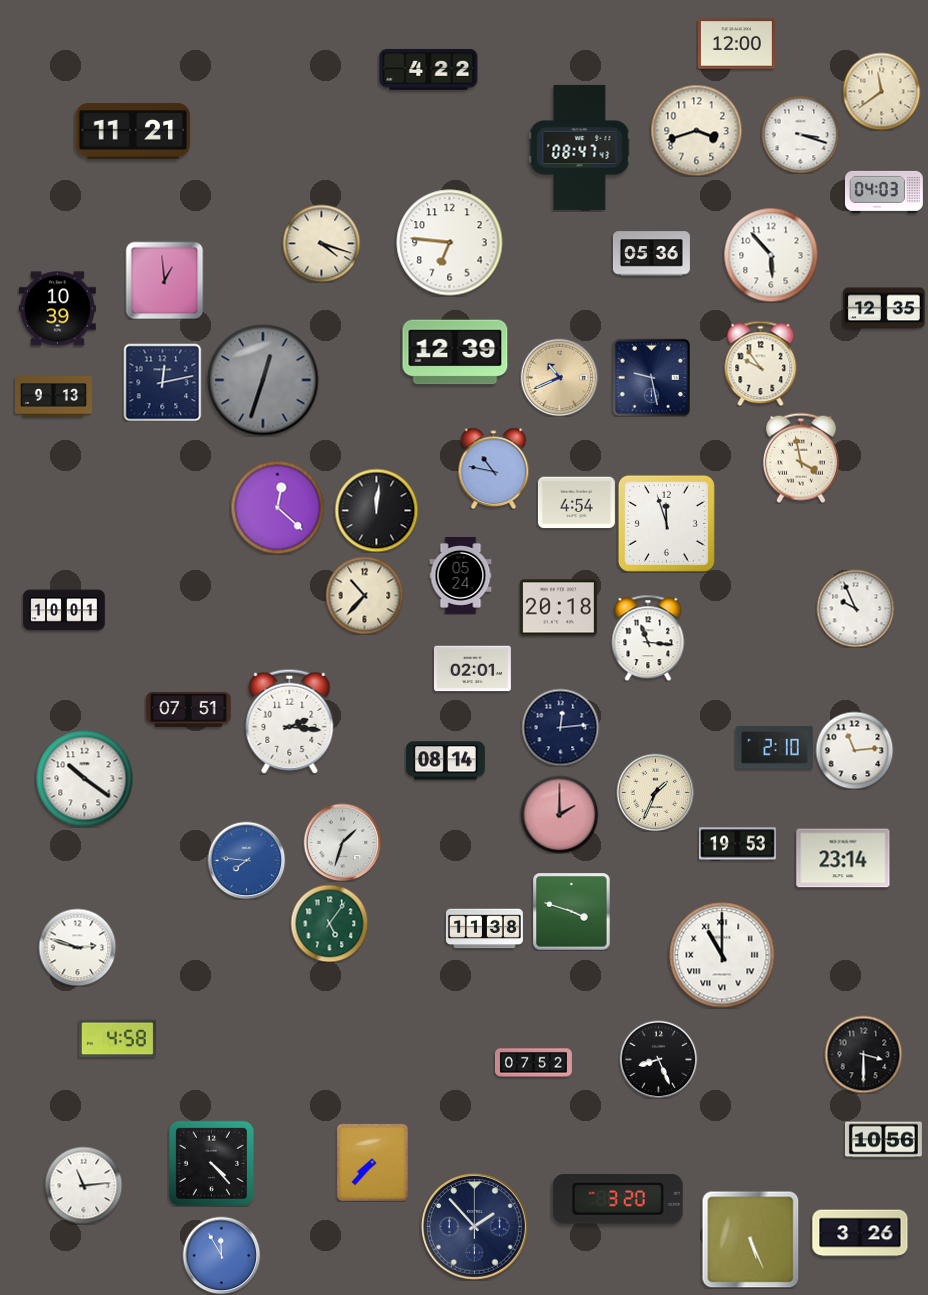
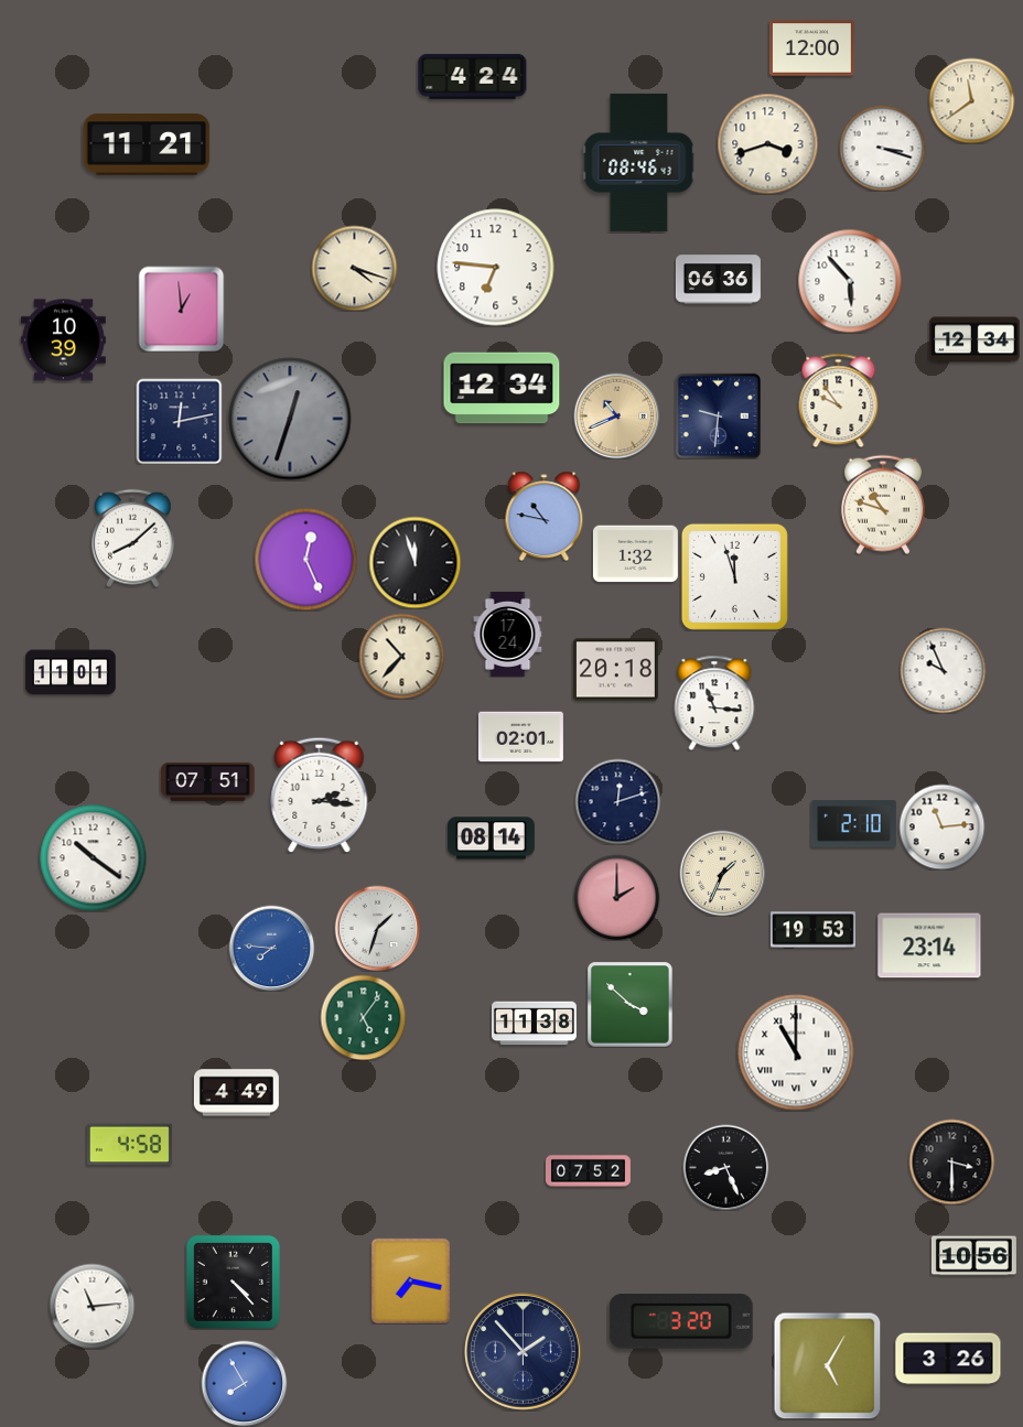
clock at (429, 69): 4:22 -> 4:24
clock at (580, 147): 08:47 -> 08:46
clock at (884, 192): 04:03 -> none
clock at (651, 254): 05:36 -> 06:36
clock at (884, 308): 12:35 -> 12:34
clock at (455, 352): 12:39 -> 12:34
clock at (651, 377): 9:28 -> 9:31
clock at (53, 397): 9:13 -> none
clock at (801, 458): 3:58 -> 10:48
clock at (133, 538): none -> 8:08
clock at (576, 503): 4:54 -> 1:32
clock at (277, 507): 12:22 -> 12:26
clock at (376, 510): 12:01 -> 11:57
clock at (461, 575): 05:24 -> 17:24
clock at (64, 610): 10:01 -> 11:01
clock at (560, 727): 12:14 -> 12:12
clock at (571, 911): 3:48 -> 3:52
clock at (77, 947): 2:48 -> none
clock at (236, 1093): none -> 4:49
clock at (372, 1162): 7:37 -> 7:17
clock at (750, 1239): 5:26 -> 5:05
clock at (221, 1255): 11:55 -> 7:55
